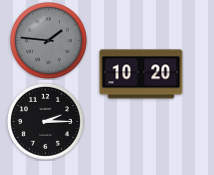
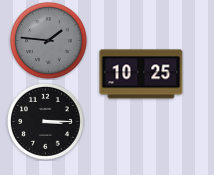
clock at (141, 74): 10:20 -> 10:25
clock at (45, 121): 2:15 -> 3:15
